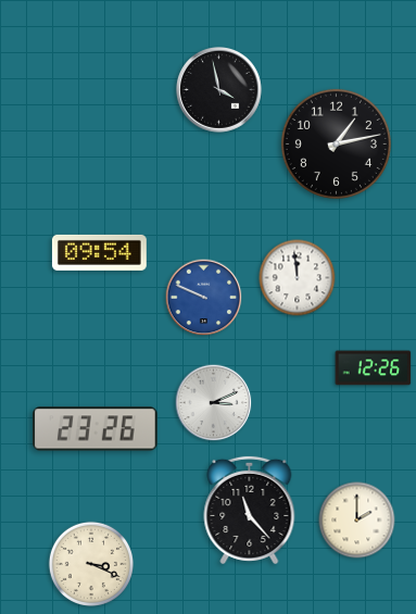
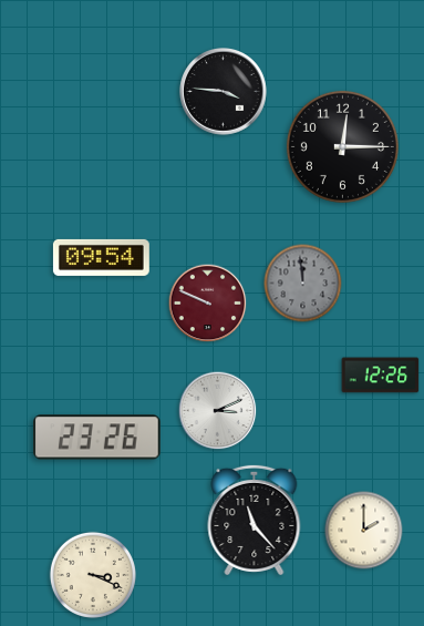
clock at (219, 90): 3:58 -> 3:46
clock at (336, 143): 1:13 -> 12:15
clock at (298, 278) dial: white -> grey
clock at (204, 298) dial: blue -> burgundy
